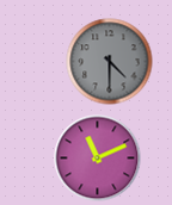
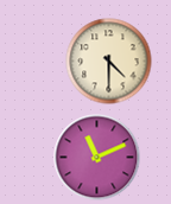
clock at (110, 62) dial: grey -> cream
